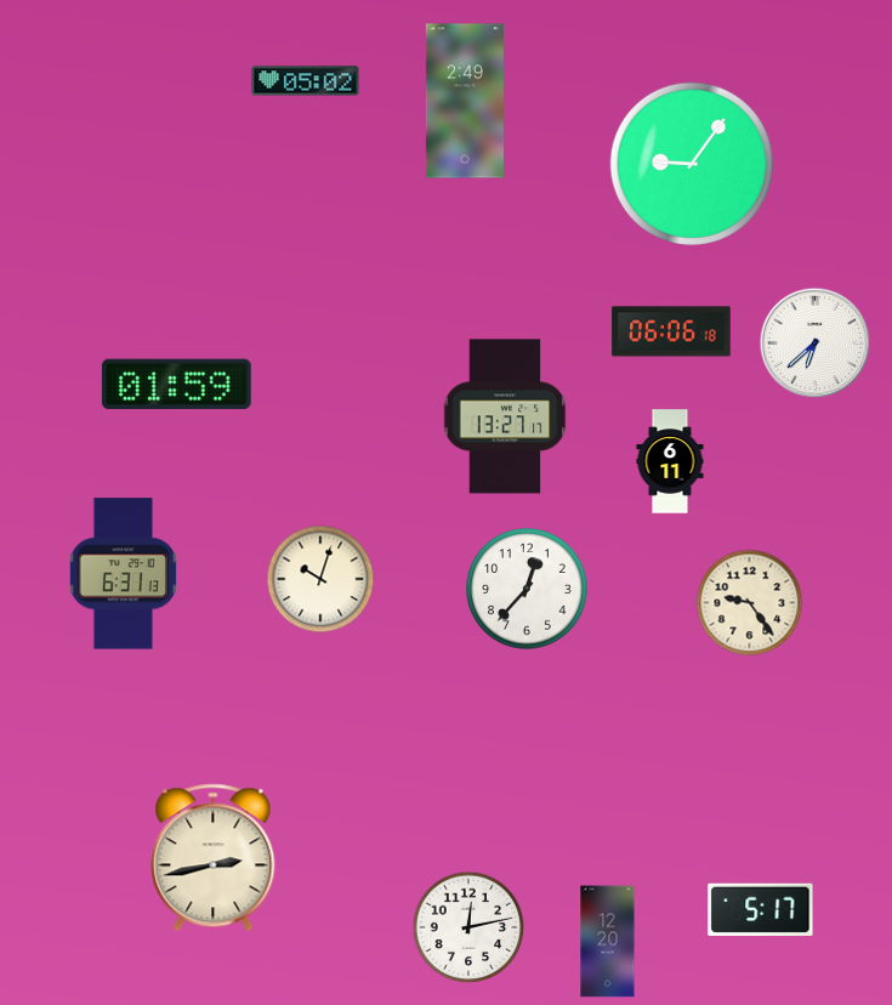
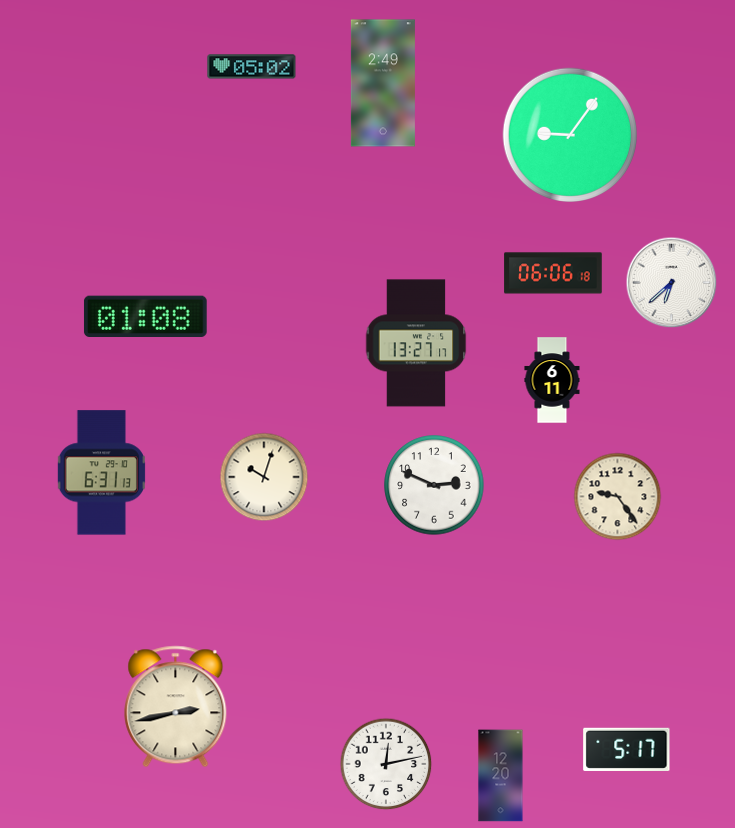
clock at (176, 385): 01:59 -> 01:08
clock at (527, 589): 12:37 -> 2:49
